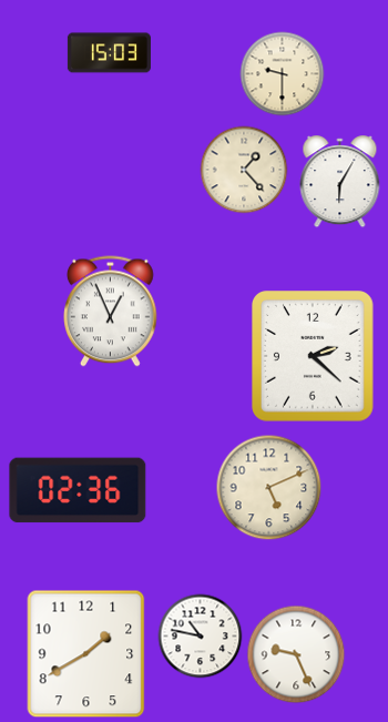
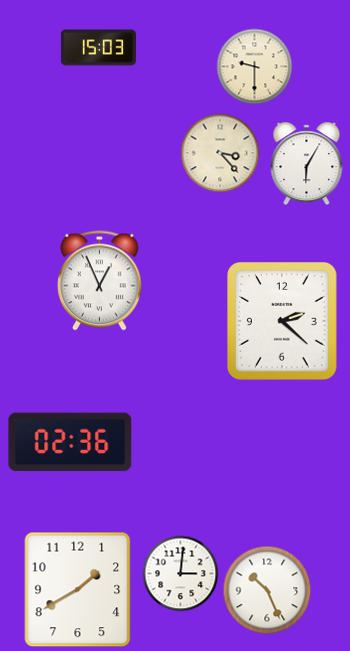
clock at (244, 170): 1:23 -> 3:23
clock at (269, 488): 5:11 -> none
clock at (201, 637): 10:47 -> 3:01
clock at (296, 654): 9:26 -> 10:26
